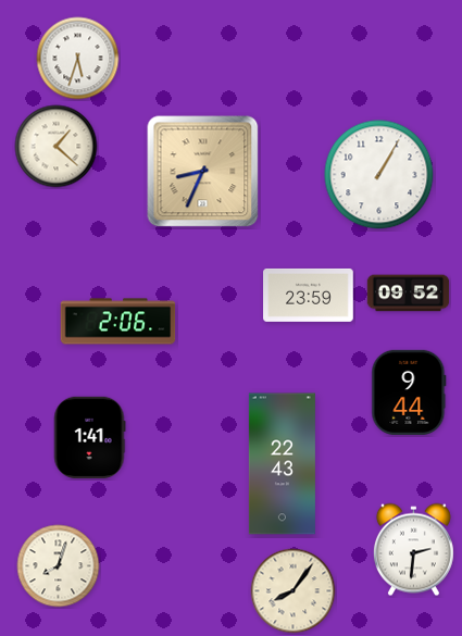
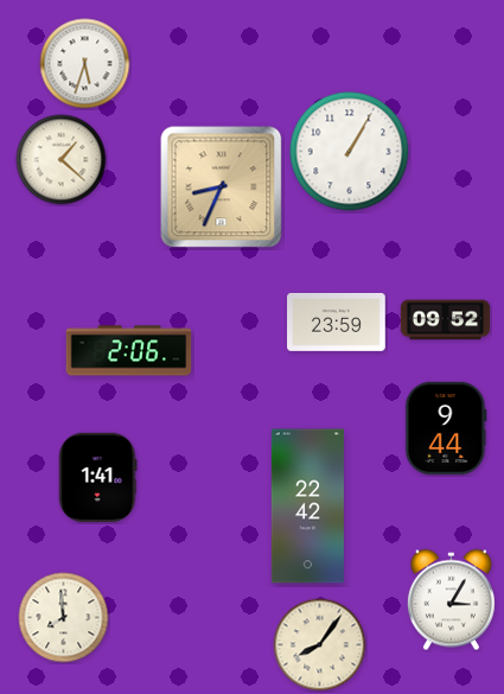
clock at (379, 175) position: (379, 175) -> (350, 152)
clock at (282, 464): 22:43 -> 22:42
clock at (413, 550): 2:31 -> 3:05
clock at (59, 566): 8:03 -> 7:59
